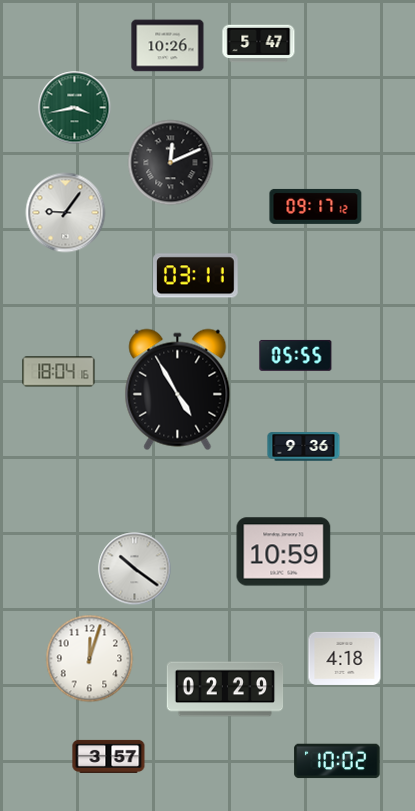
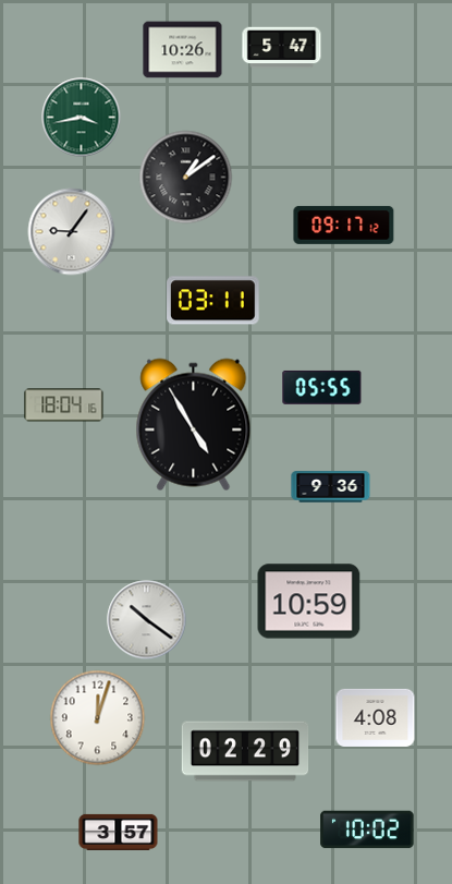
clock at (171, 163): 12:11 -> 1:09
clock at (345, 658): 4:18 -> 4:08
clock at (109, 756) position: (109, 756) -> (119, 832)
